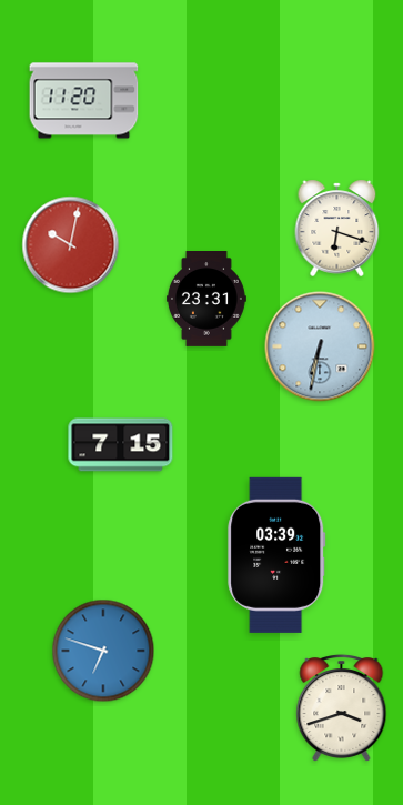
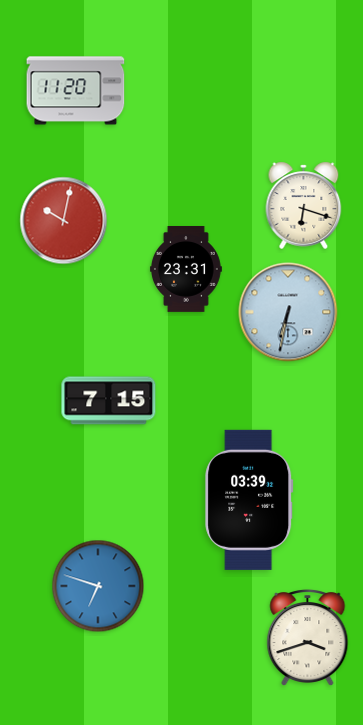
clock at (103, 651) position: (103, 651) -> (98, 586)
